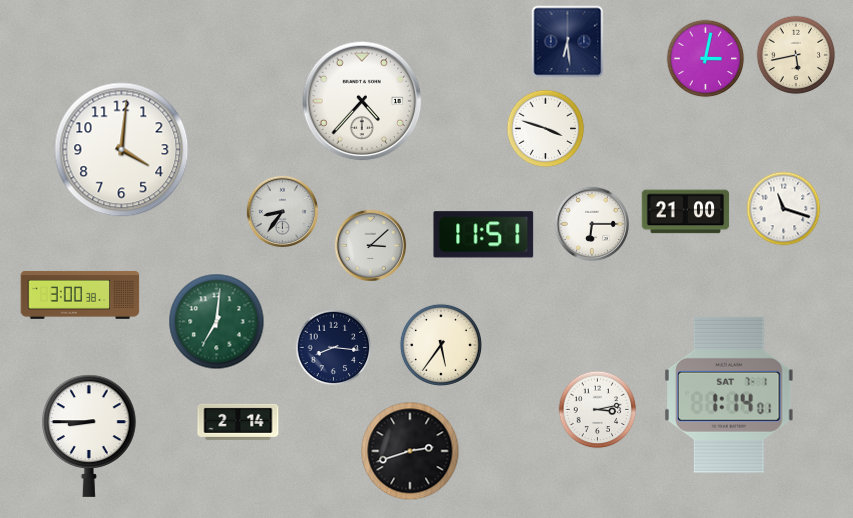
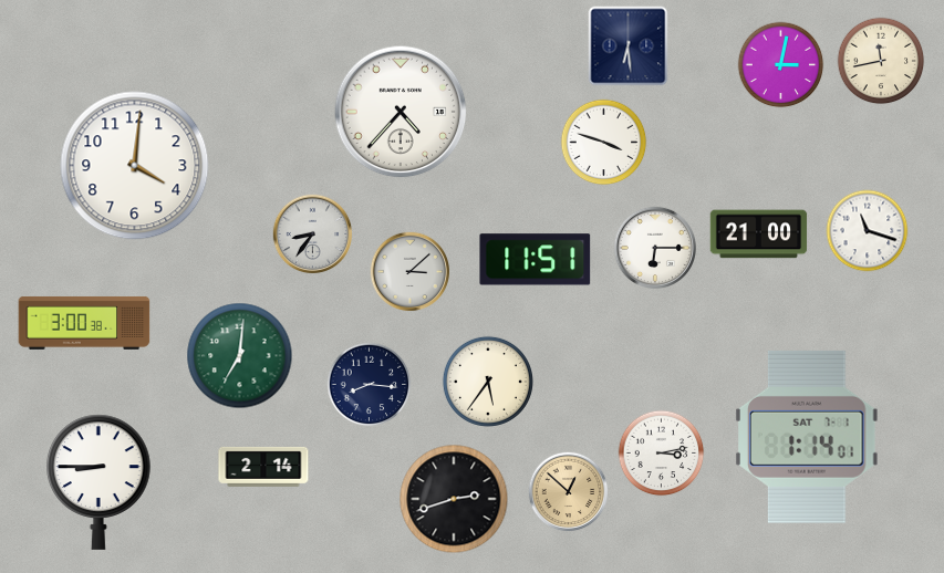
clock at (796, 55): 5:43 -> 11:43
clock at (80, 295) position: (80, 295) -> (84, 323)
clock at (569, 492): none -> 12:52
